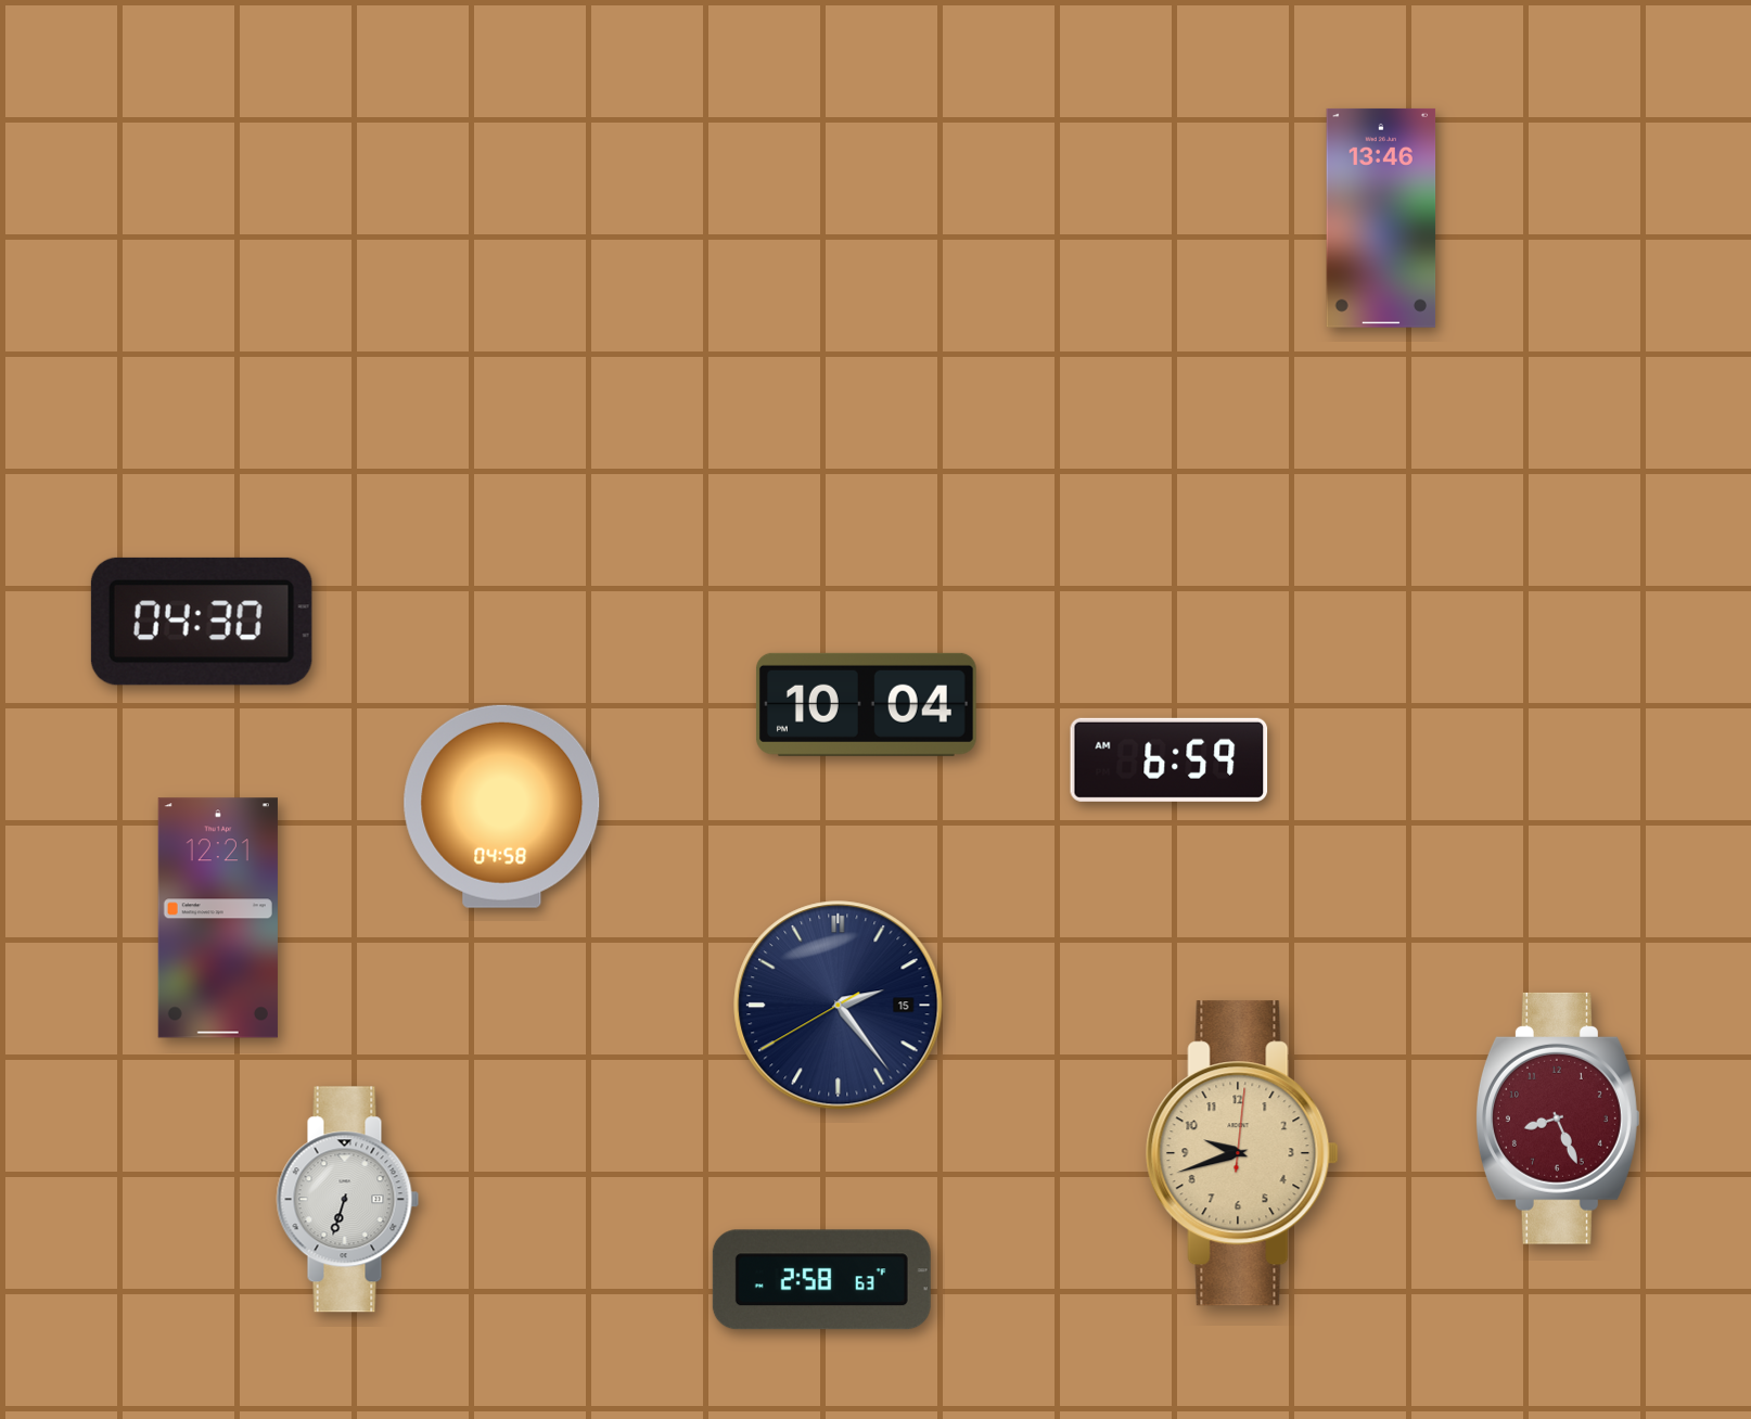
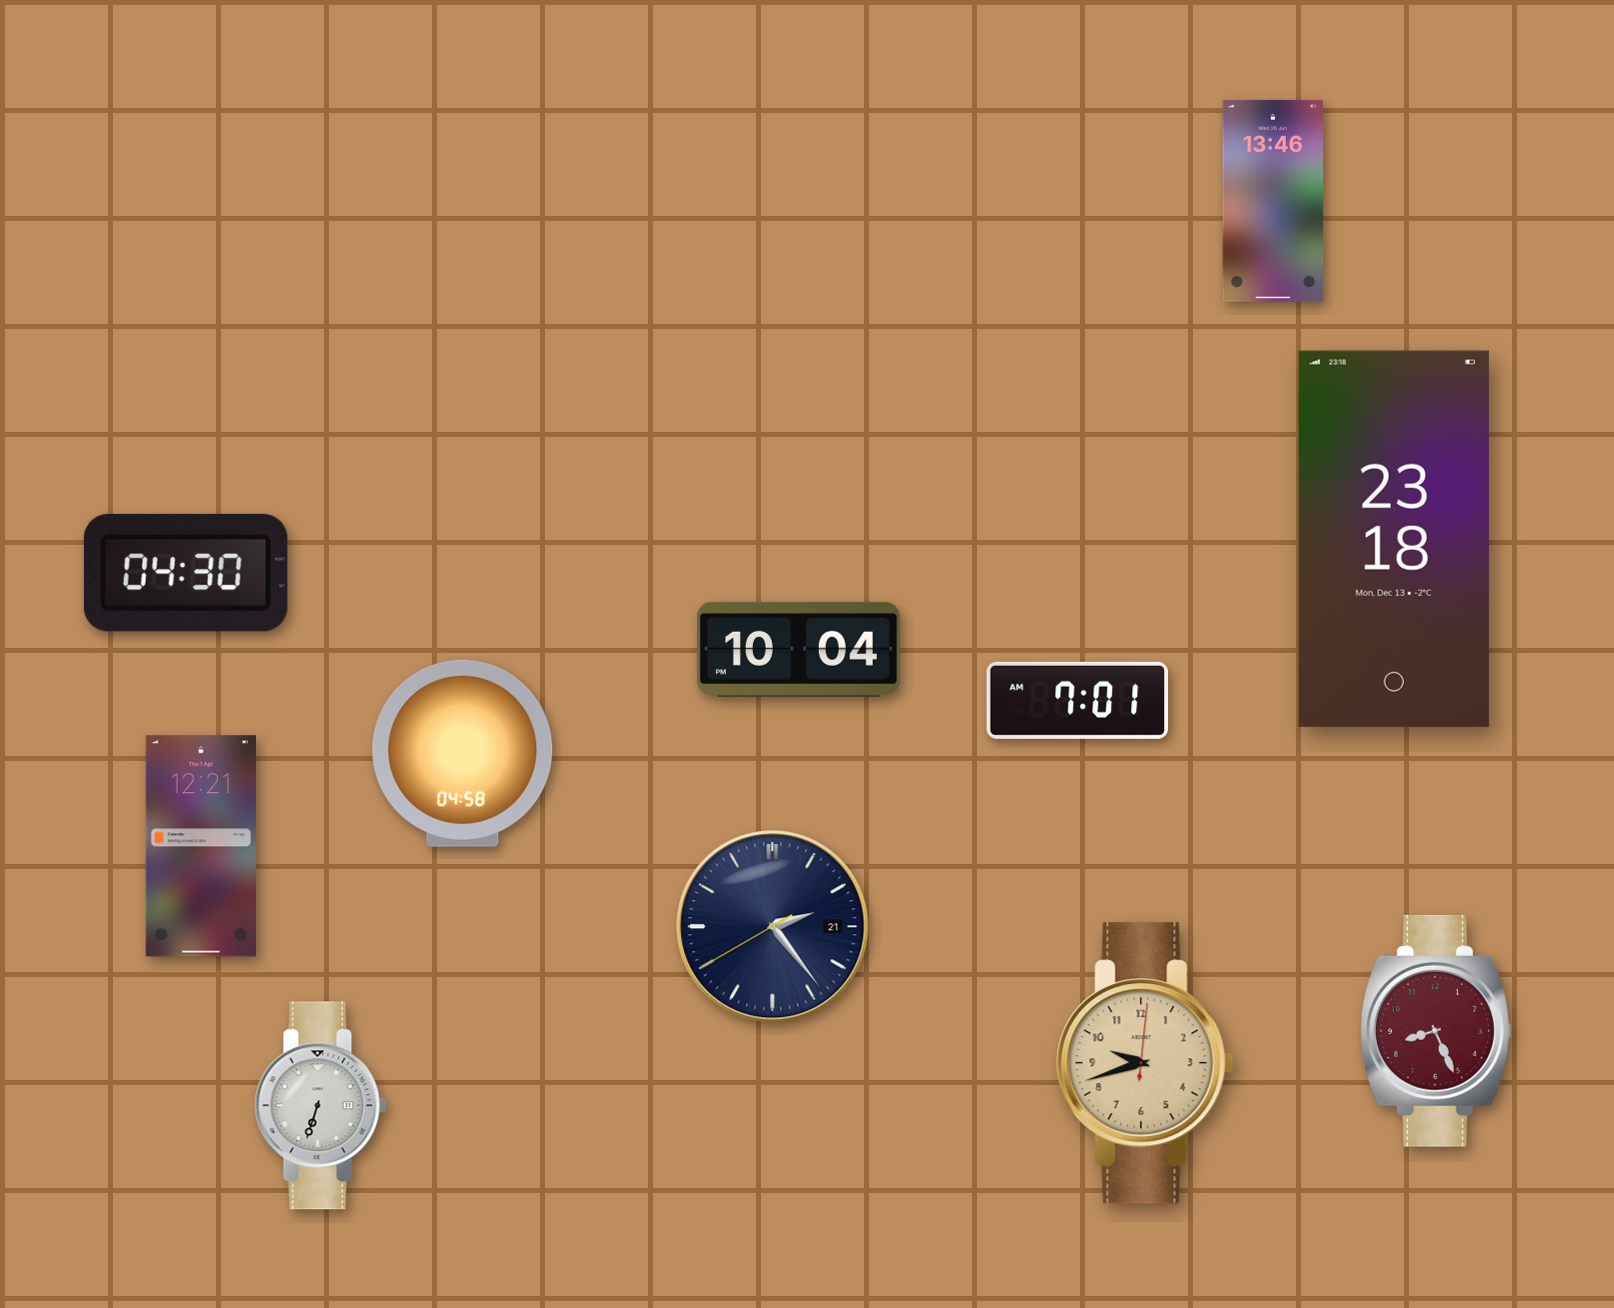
clock at (1394, 539): none -> 23:18
clock at (1170, 759): 6:59 -> 7:01
clock at (502, 806) position: (502, 806) -> (463, 753)
clock at (839, 1006) date: 15 -> 21
clock at (821, 1280): 2:58 -> none
